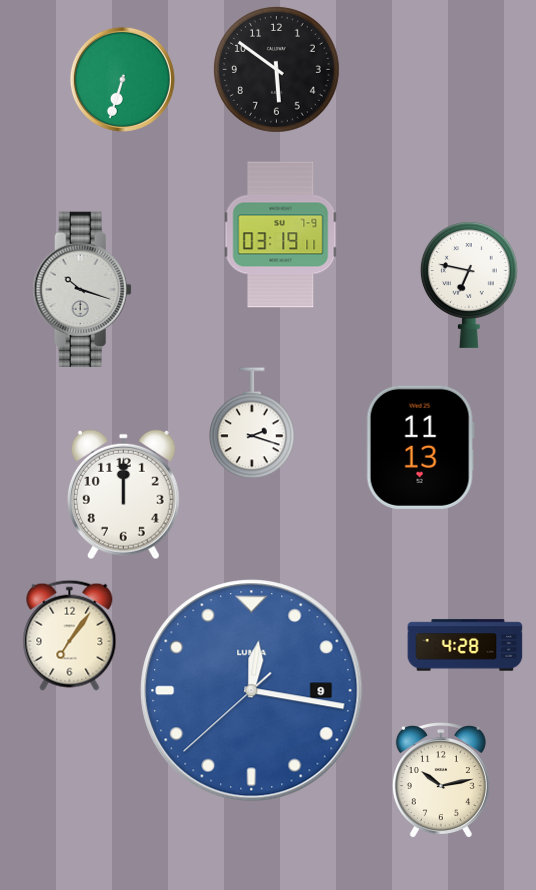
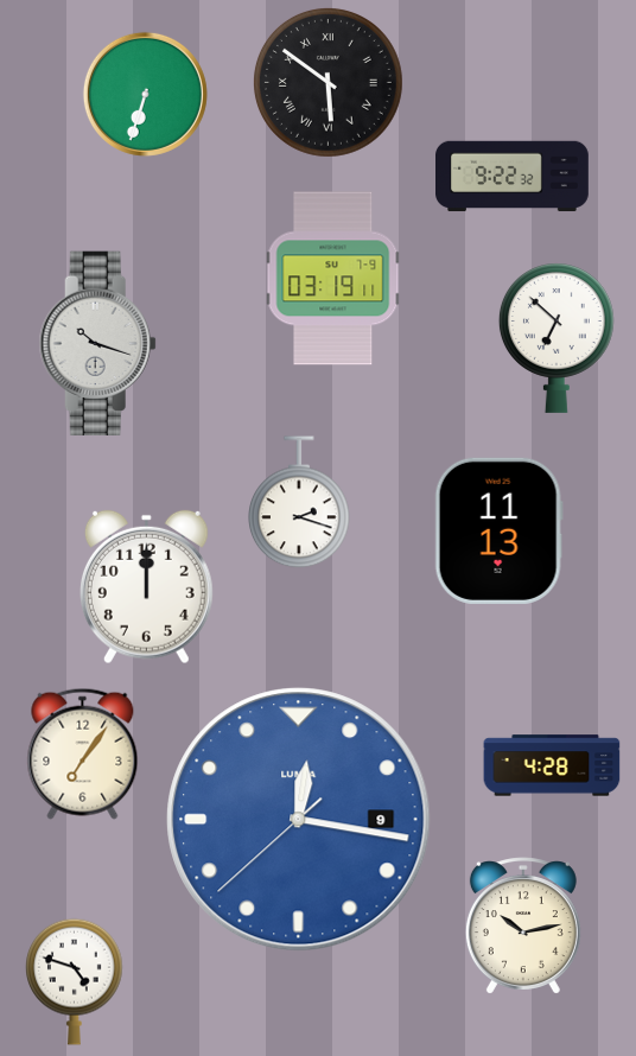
clock at (276, 69) numerals: Arabic -> Roman
clock at (513, 177): none -> 9:22
clock at (469, 285): 6:47 -> 6:52
clock at (75, 981): none -> 4:48
